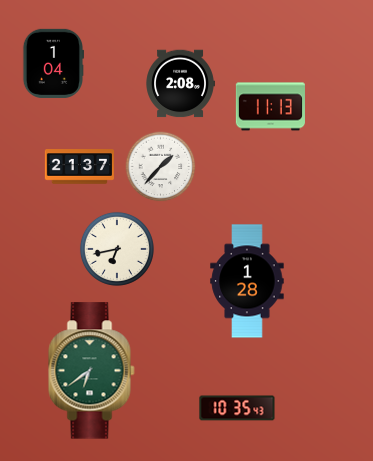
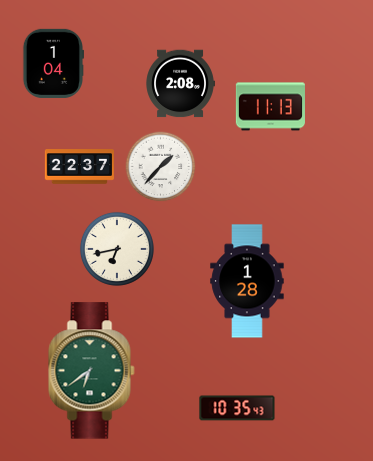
clock at (79, 167): 21:37 -> 22:37
